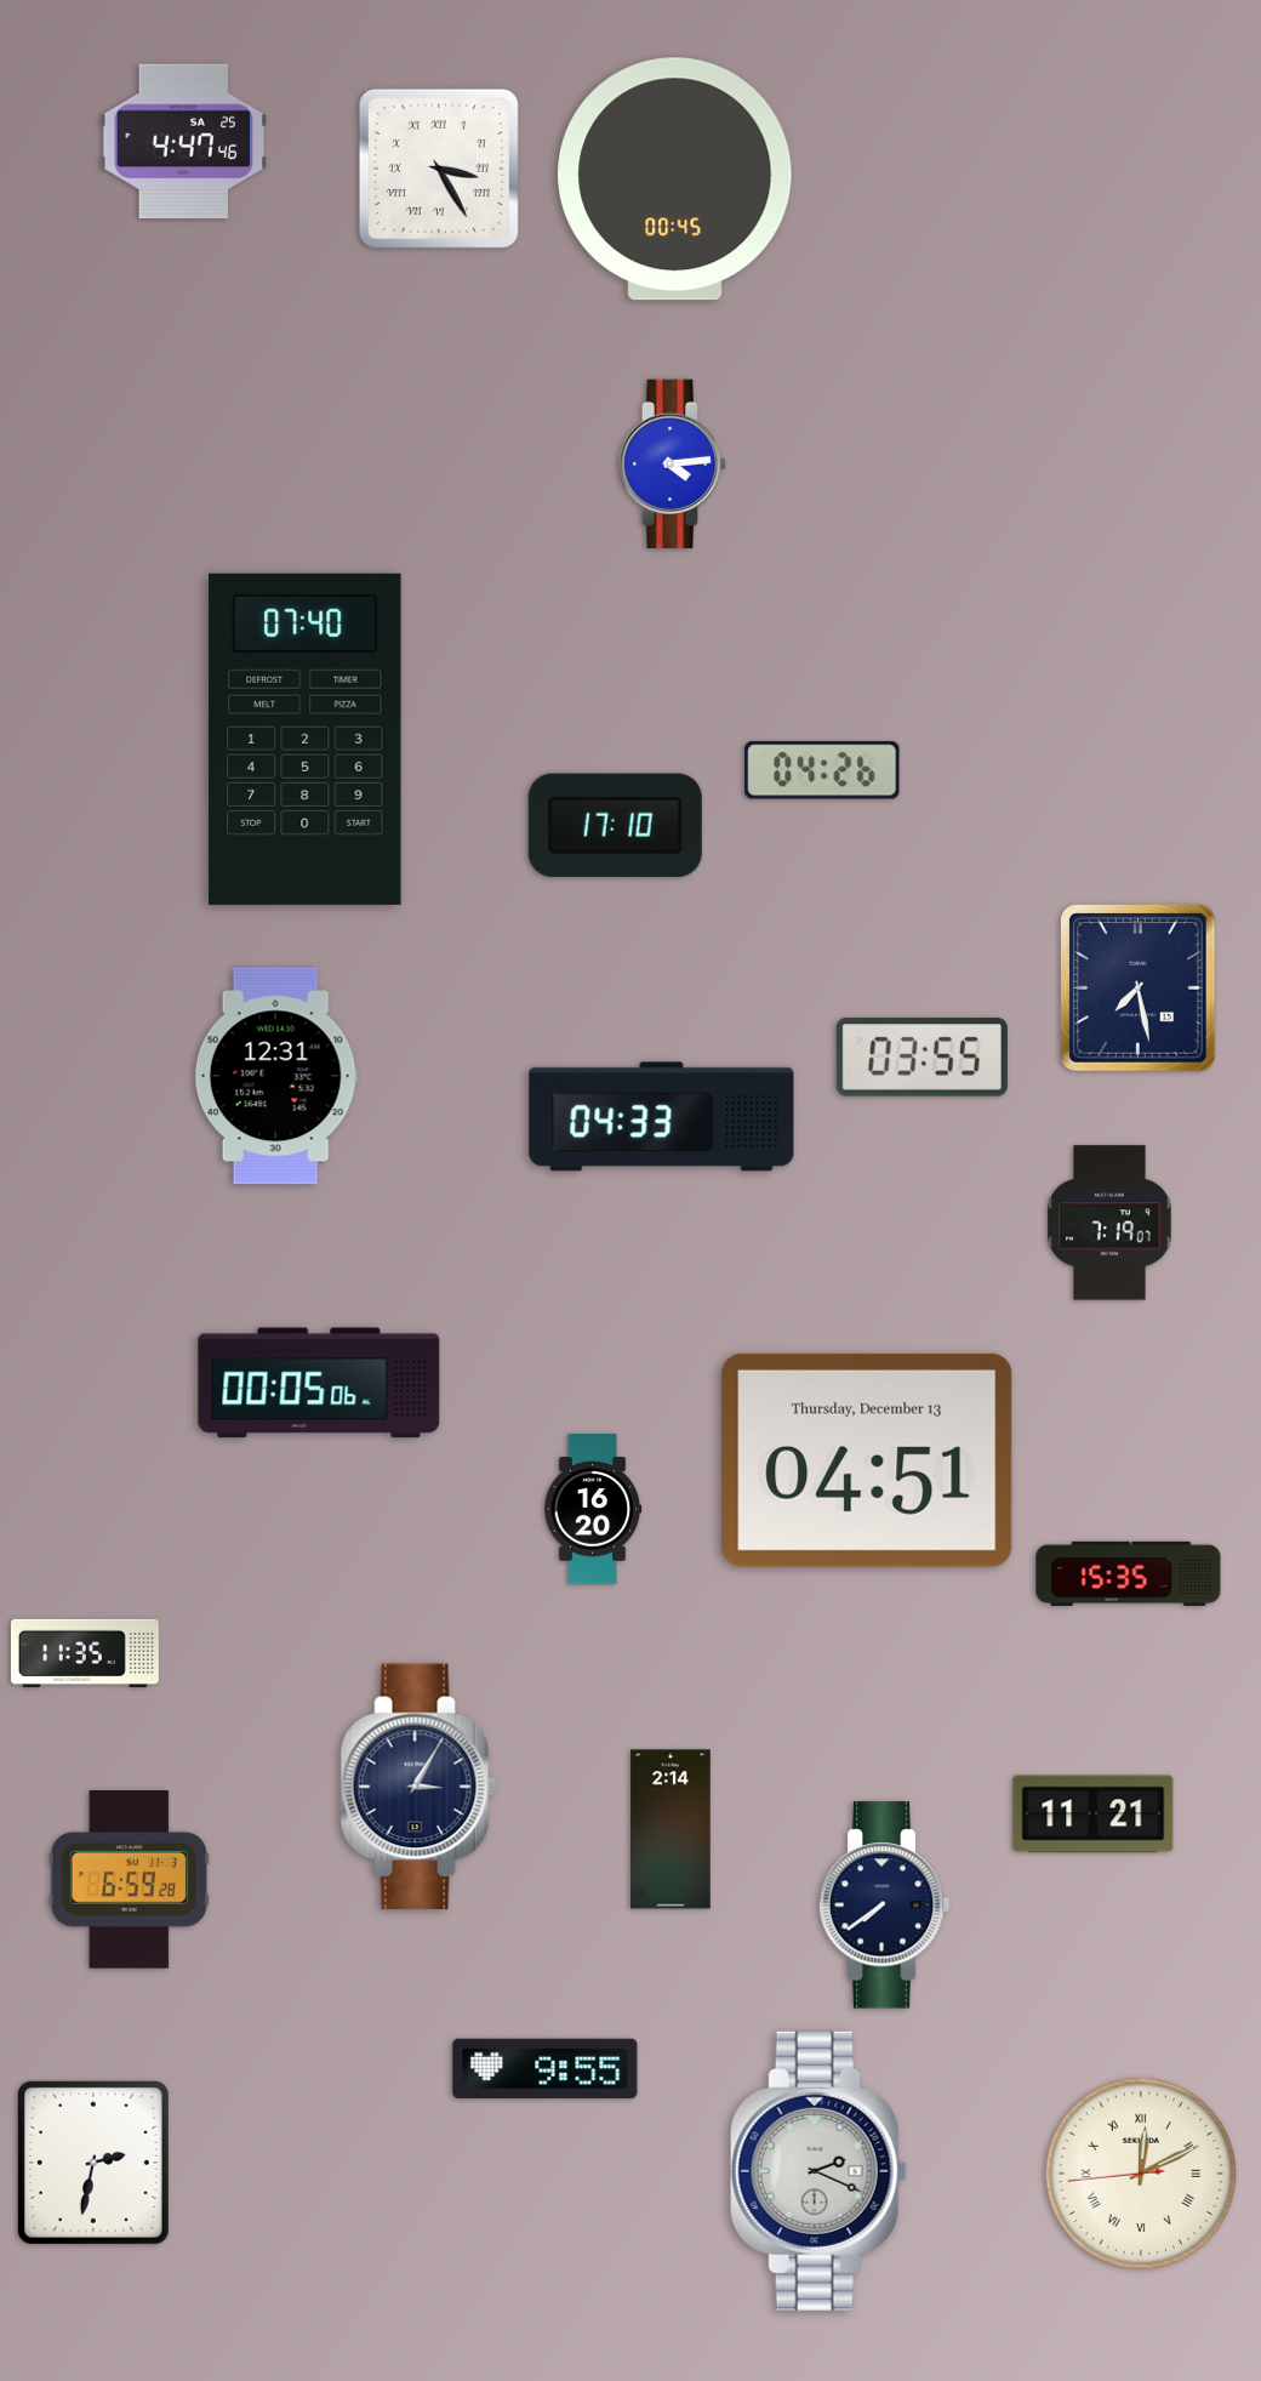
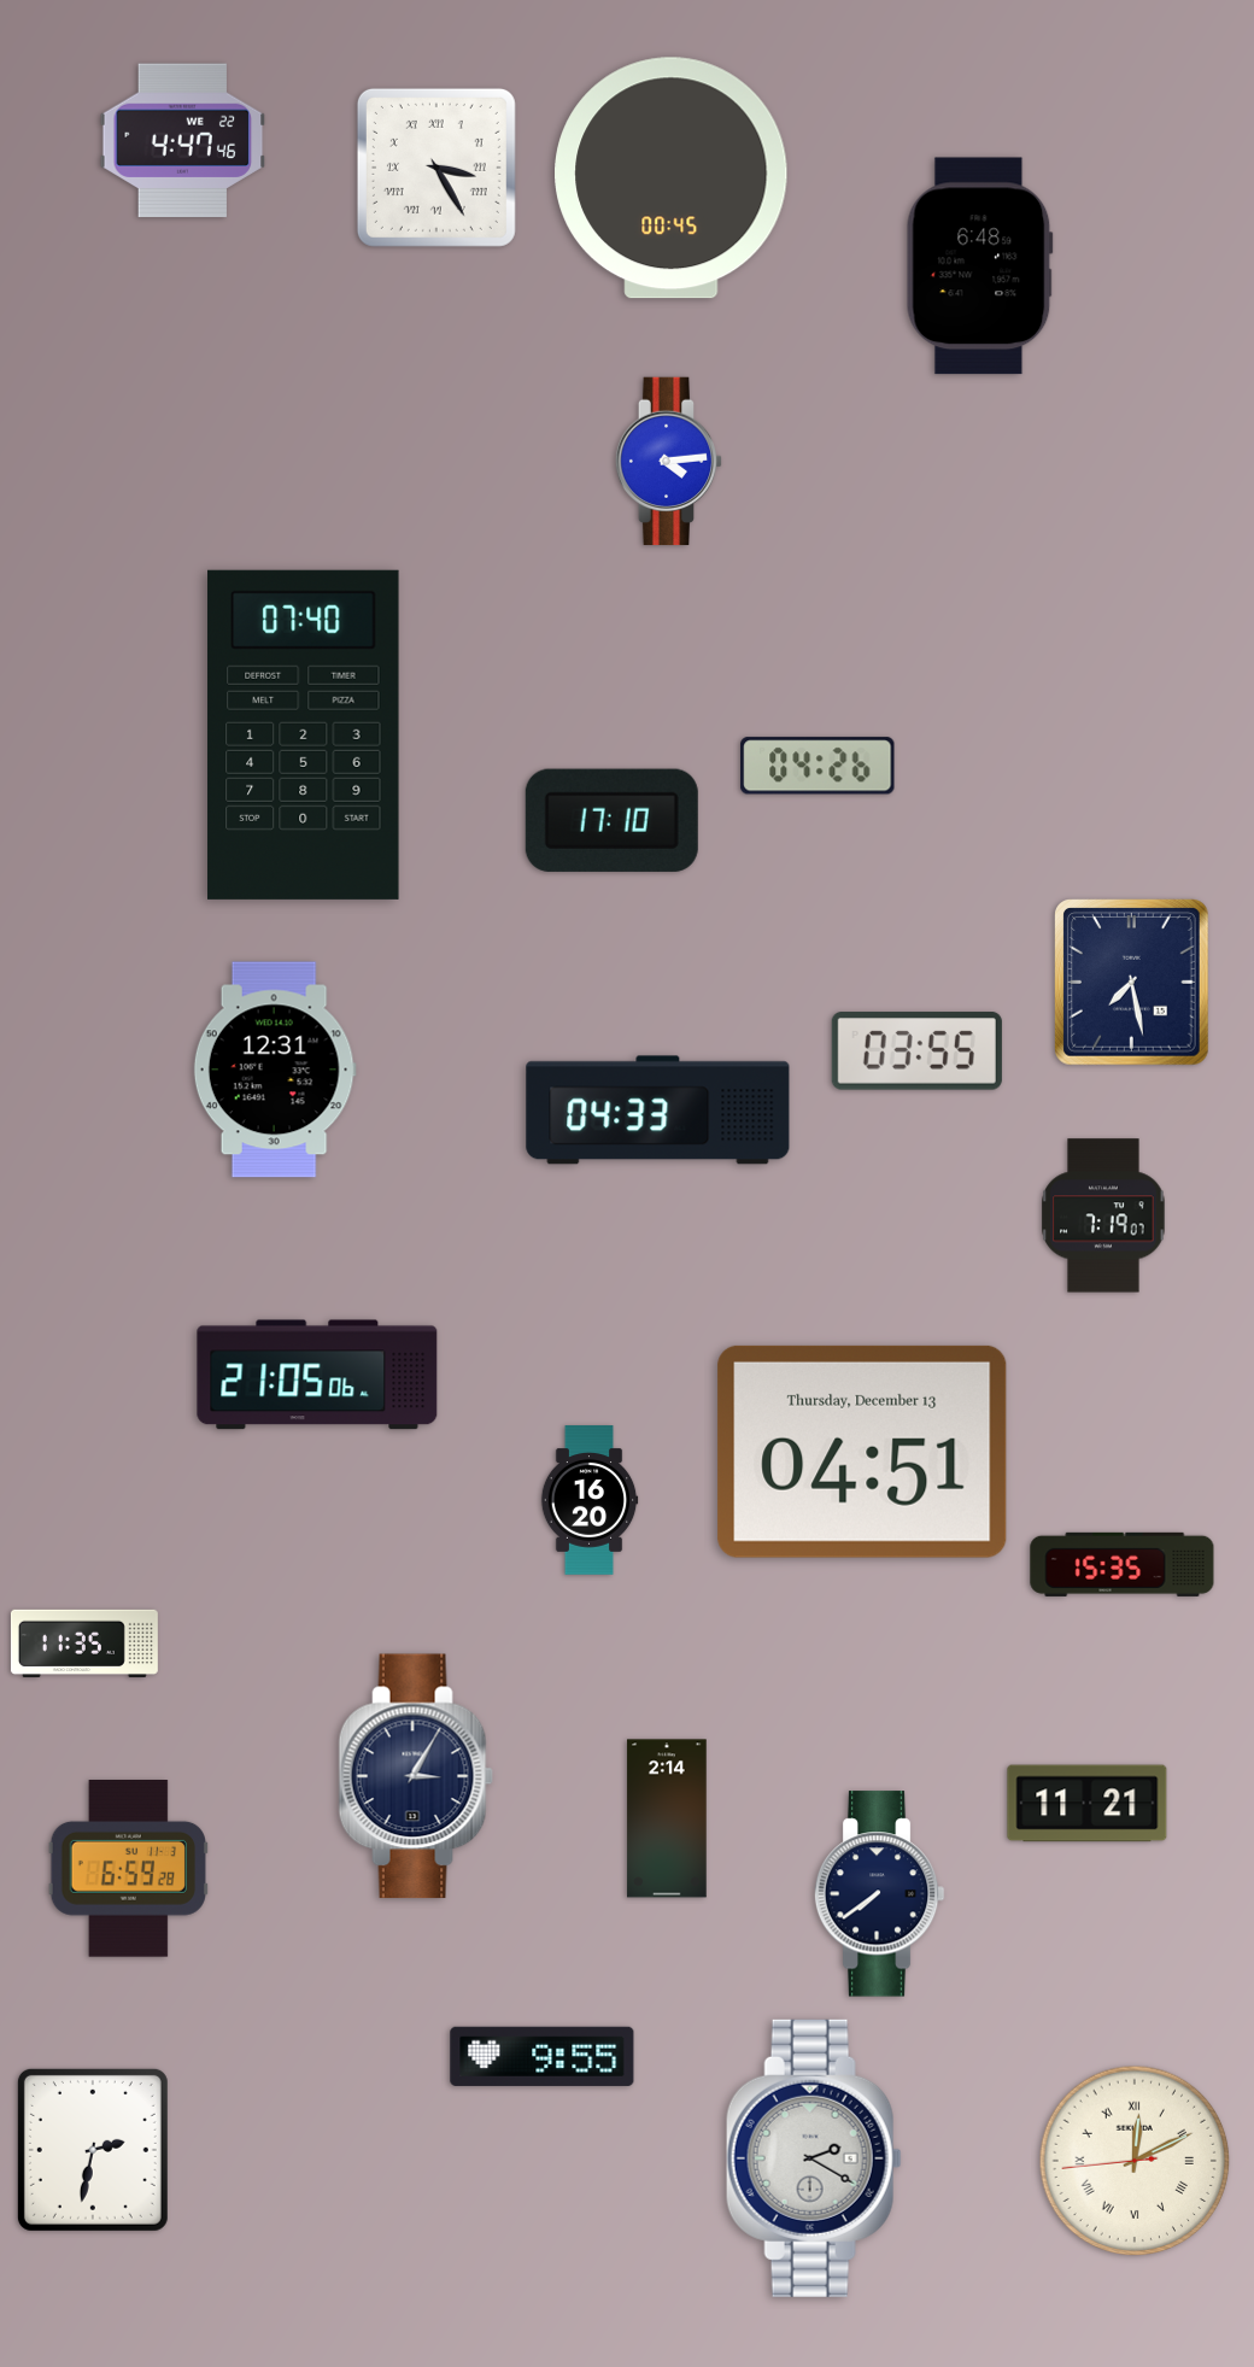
clock at (184, 142) date: SA 25 -> WE 22
clock at (979, 266): none -> 6:48
clock at (319, 1383): 00:05 -> 21:05
clock at (818, 2171): 2:19 -> 2:20
